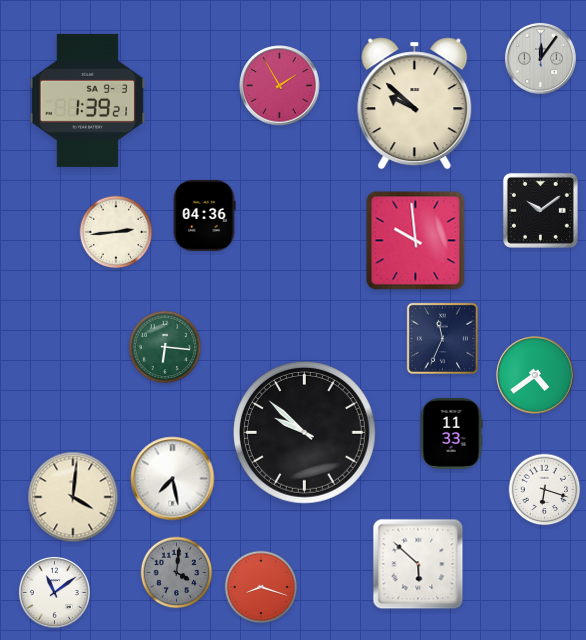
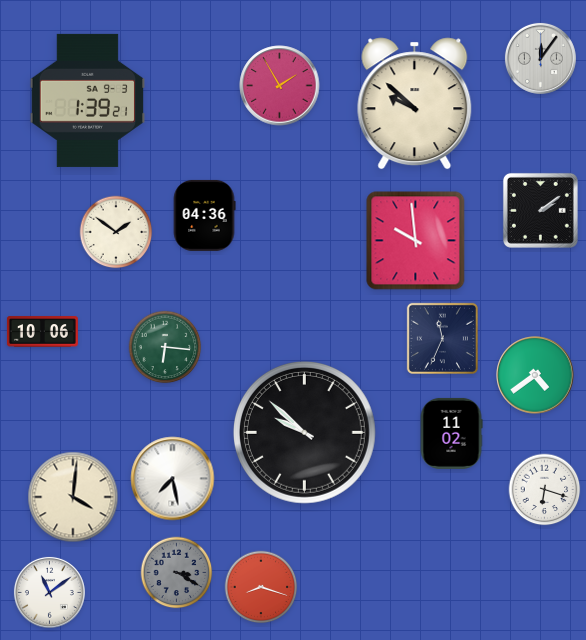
clock at (540, 210): 10:09 -> 2:09
clock at (116, 232): 2:44 -> 1:51
clock at (42, 332): none -> 10:06
clock at (451, 433): 11:33 -> 11:02
clock at (418, 564): 5:52 -> none
clock at (177, 573): 4:01 -> 3:20
clock at (54, 592) position: (54, 592) -> (49, 592)
